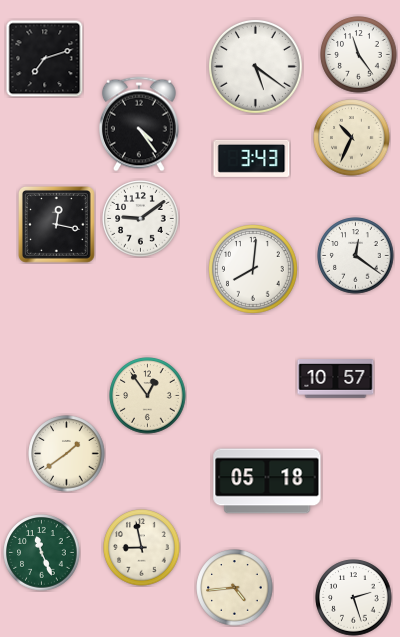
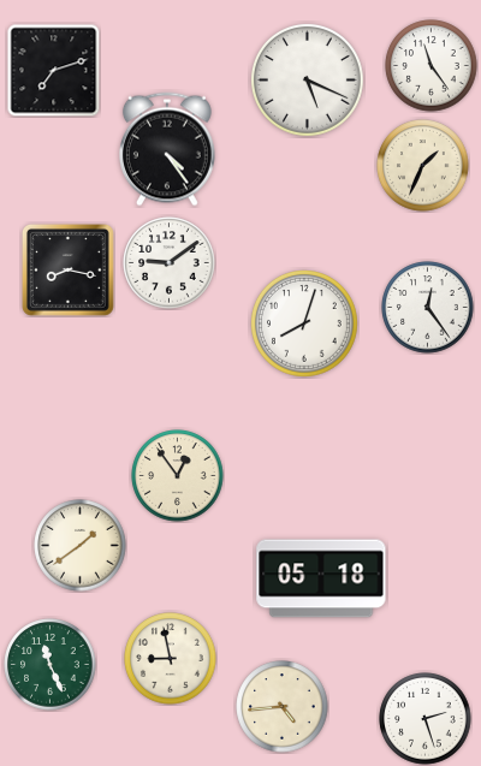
clock at (255, 66): 5:21 -> 5:19
clock at (352, 138): 10:34 -> 1:34
clock at (252, 158): 3:43 -> none
clock at (57, 225): 12:17 -> 8:17
clock at (356, 256): 12:21 -> 12:24
clock at (254, 270): 8:01 -> 8:03
clock at (336, 379): 10:57 -> none
